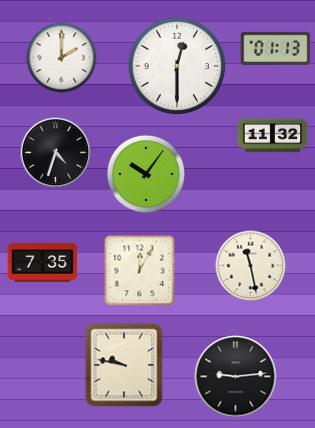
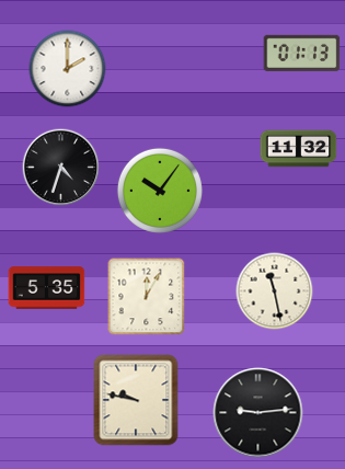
clock at (62, 58) position: (62, 58) -> (68, 69)
clock at (177, 66): 12:30 -> none
clock at (43, 263): 7:35 -> 5:35
clock at (140, 271) position: (140, 271) -> (147, 297)
